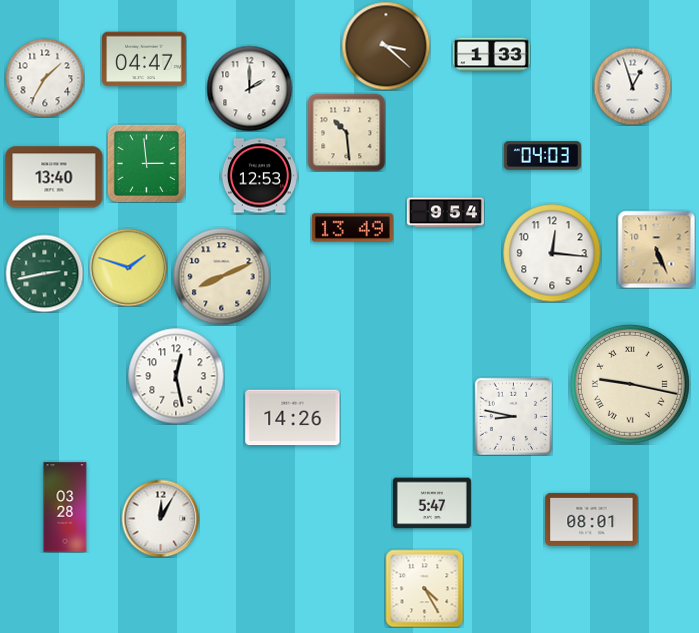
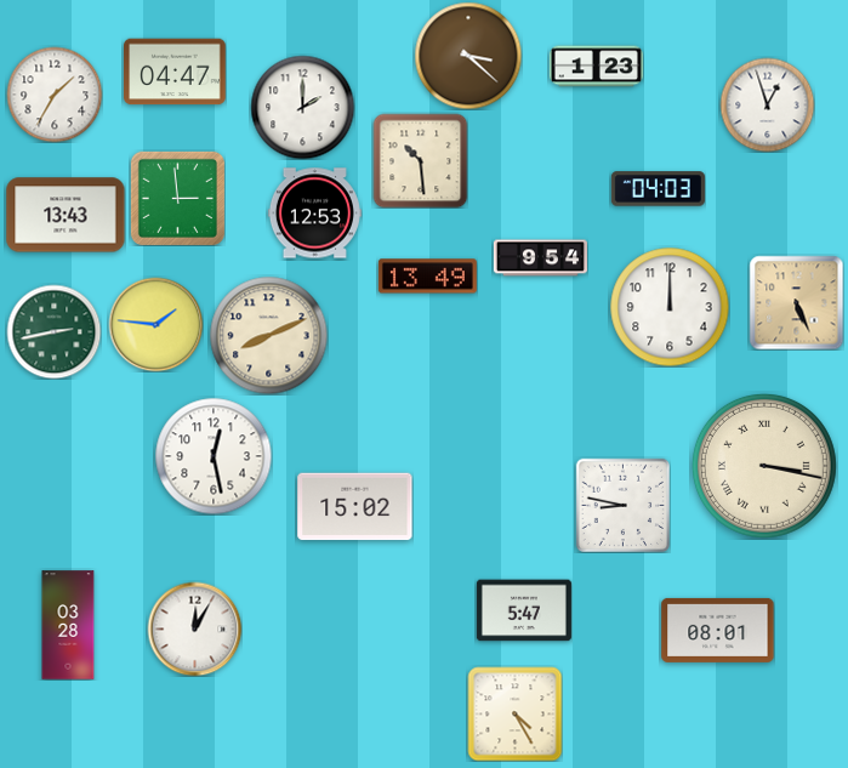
clock at (491, 55): 1:33 -> 1:23
clock at (54, 177): 13:40 -> 13:43
clock at (552, 253): 12:16 -> 12:00
clock at (128, 267): 1:48 -> 1:46
clock at (630, 384): 9:17 -> 3:17
clock at (293, 418): 14:26 -> 15:02
clock at (65, 507) position: (65, 507) -> (68, 625)
